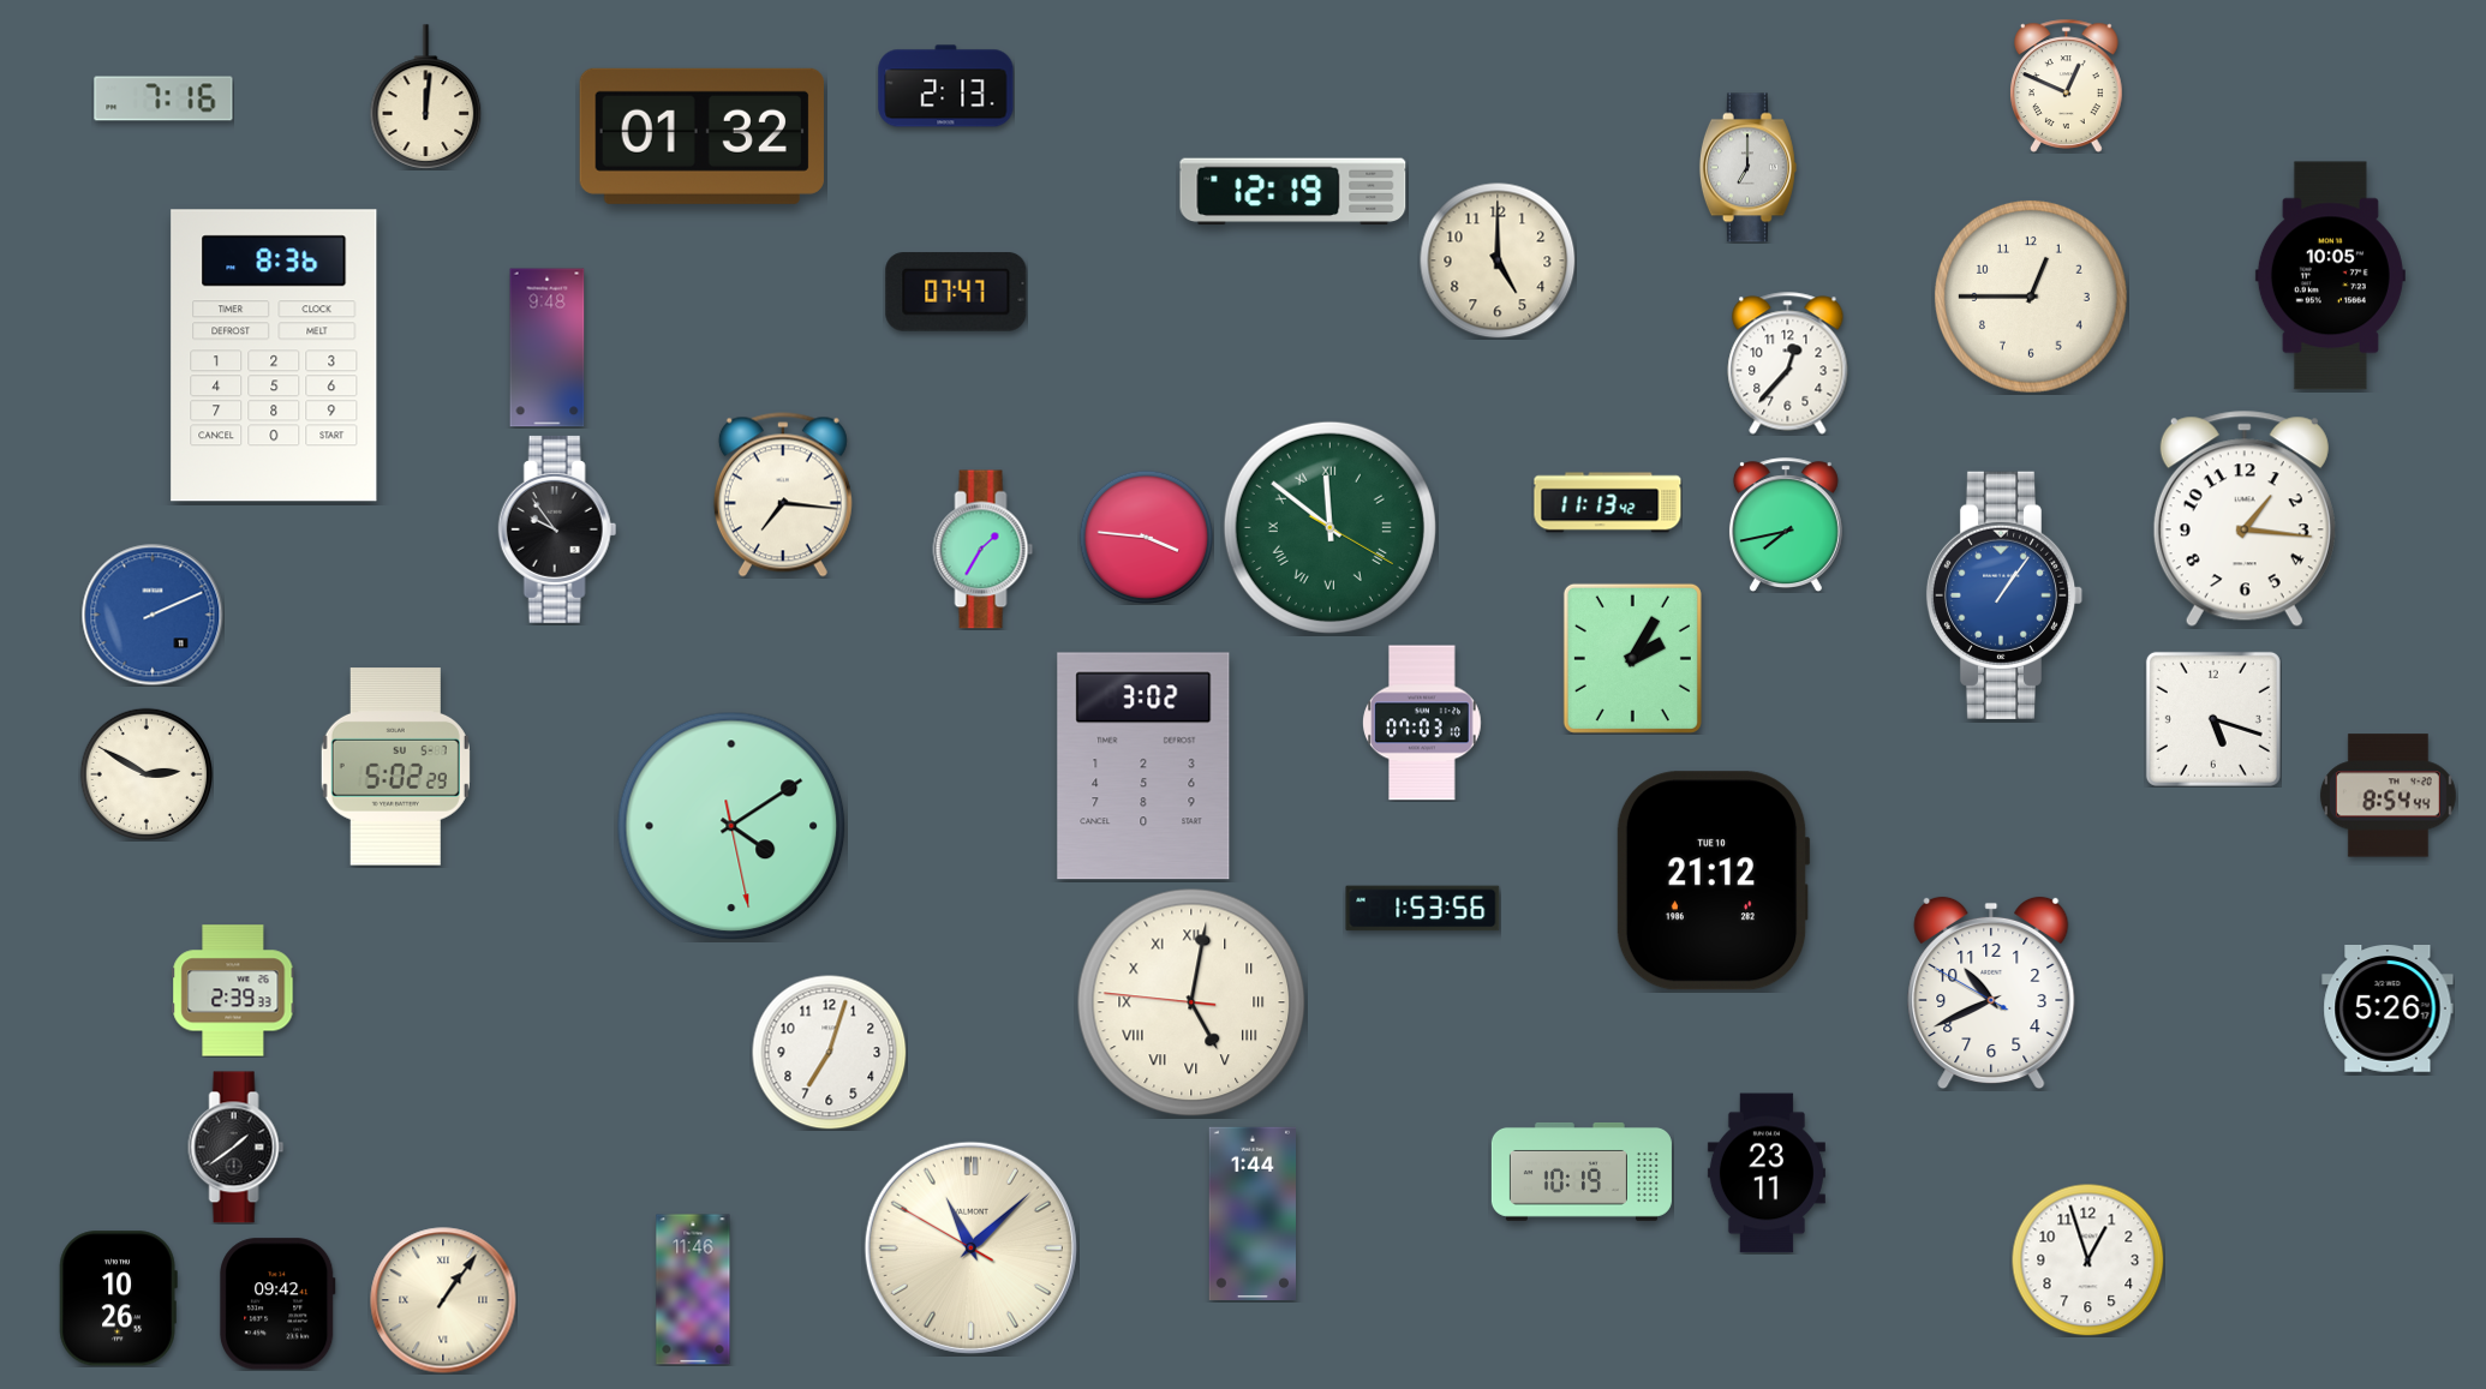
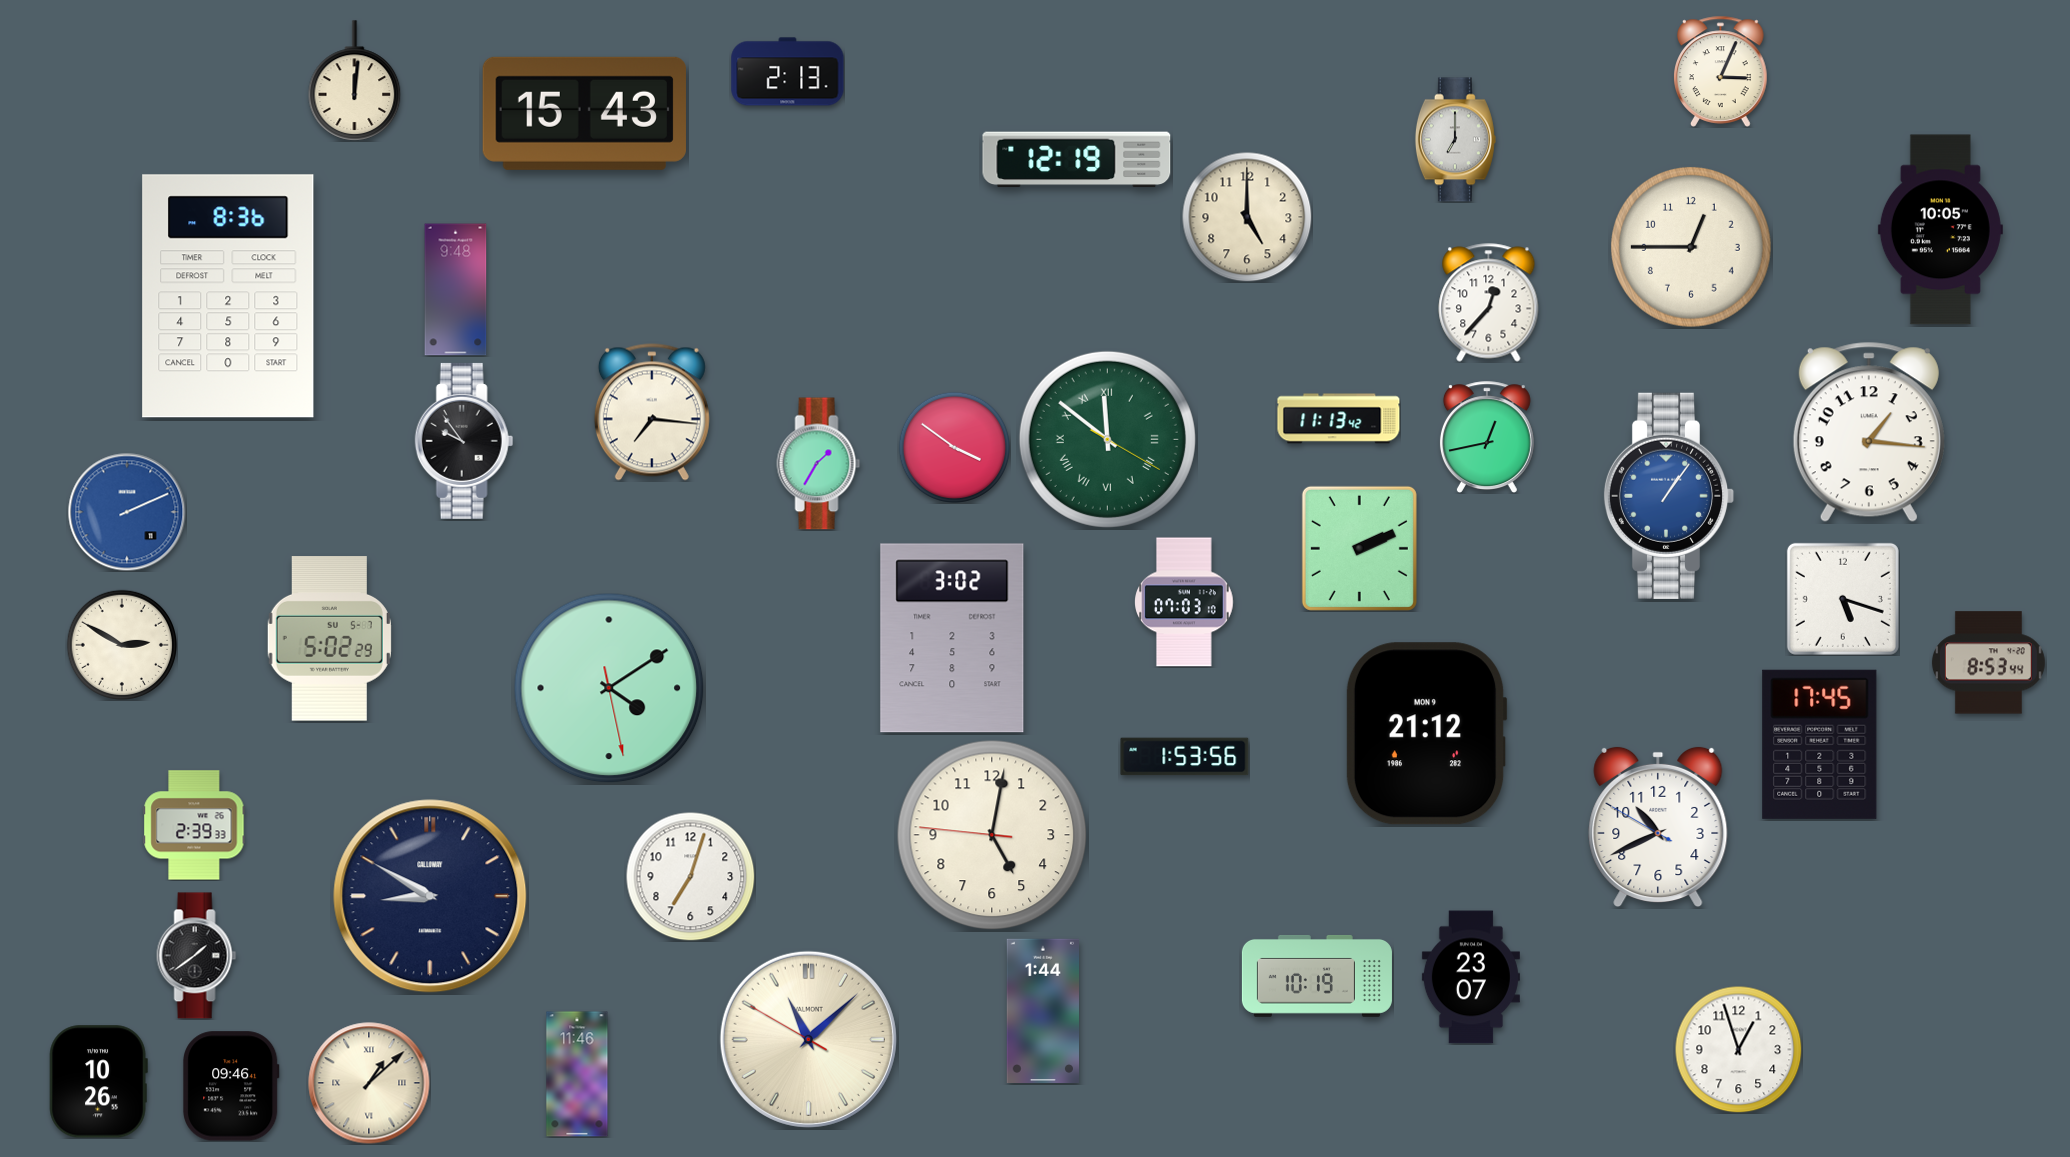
clock at (2067, 85): 12:49 -> 3:04
clock at (163, 98): 7:16 -> none
clock at (701, 136): 01:32 -> 15:43
clock at (956, 292): 07:47 -> none
clock at (1786, 525): 7:43 -> 12:43
clock at (1146, 537): 3:46 -> 3:51
clock at (984, 550) position: (984, 550) -> (819, 464)
clock at (1632, 658): 2:05 -> 2:11
clock at (2388, 796): 8:54 -> 8:53
clock at (1713, 881) date: TUE 10 -> MON 9
clock at (1820, 744): none -> 17:45
clock at (1191, 1002) numerals: Roman -> Arabic
clock at (2388, 1010): 5:26 -> none
clock at (430, 896): none -> 8:50
clock at (1767, 1173): 23:11 -> 23:07
clock at (443, 1300): 1:06 -> 1:08
clock at (279, 1304): 09:42 -> 09:46
